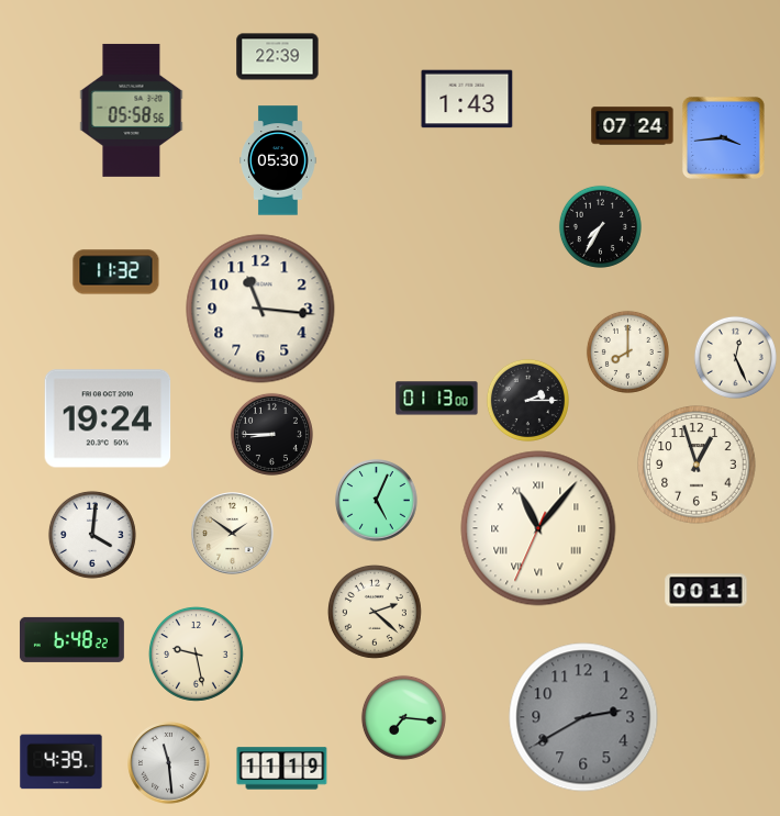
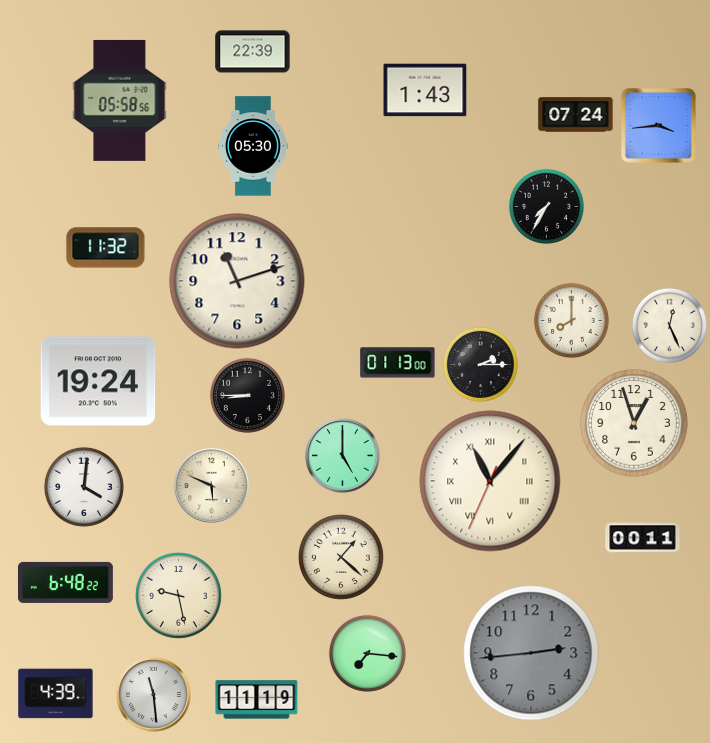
clock at (260, 309): 11:16 -> 11:12
clock at (377, 501): 5:04 -> 5:00
clock at (233, 534): 1:51 -> 5:49
clock at (375, 612): 2:22 -> 1:22
clock at (583, 717): 2:40 -> 2:44
